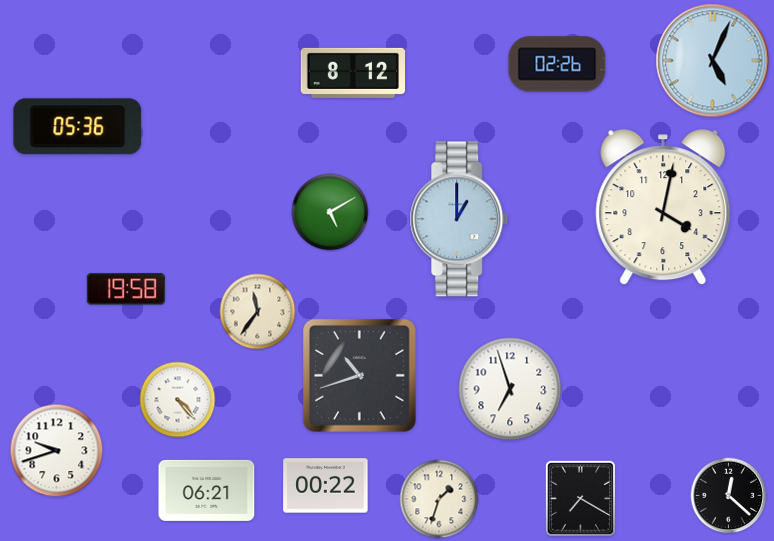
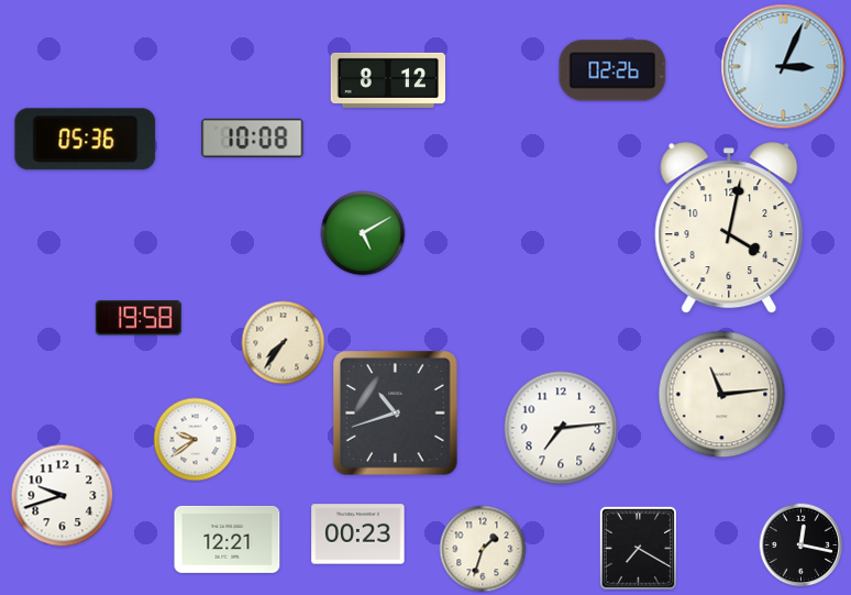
clock at (713, 61): 5:04 -> 3:04
clock at (253, 137): none -> 10:08
clock at (459, 219): 1:00 -> none
clock at (258, 312): 11:36 -> 7:36
clock at (722, 395): none -> 11:14
clock at (510, 389): 6:57 -> 7:14
clock at (178, 400): 4:23 -> 9:39
clock at (326, 486): 00:22 -> 00:23
clock at (207, 490): 06:21 -> 12:21
clock at (729, 496): 12:22 -> 12:17
